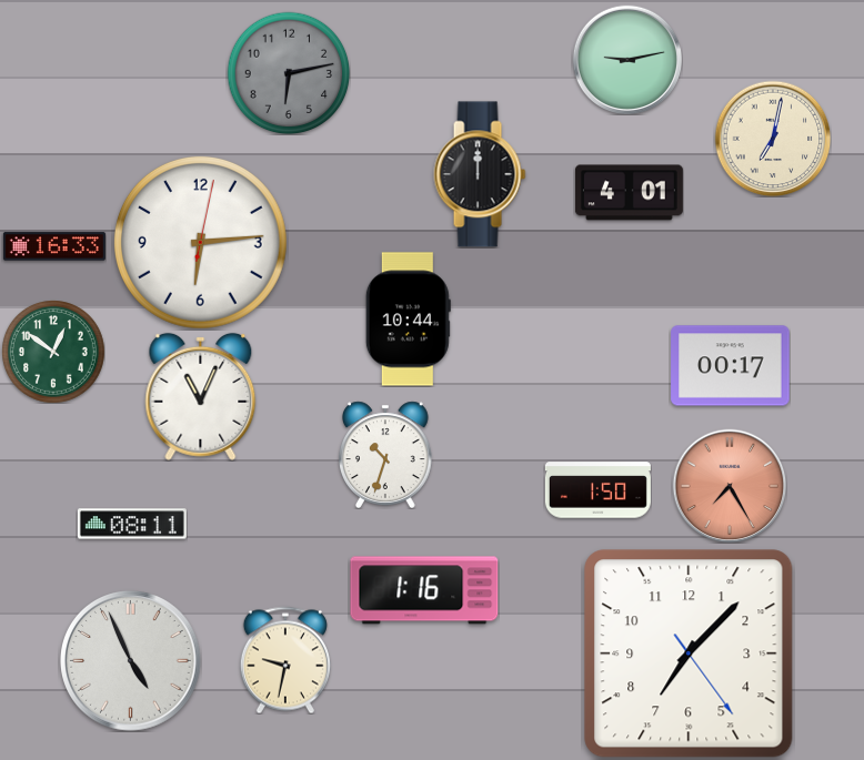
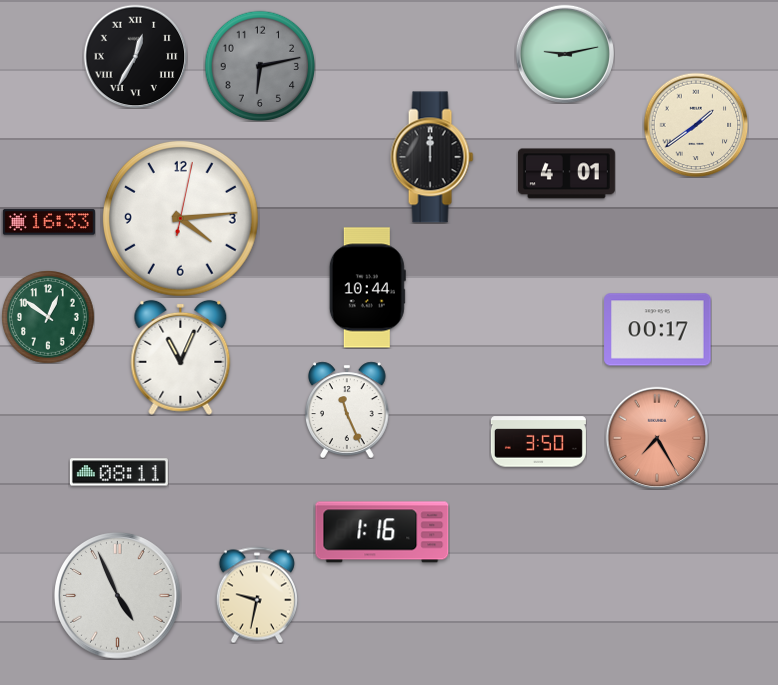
clock at (135, 56): none -> 12:35
clock at (773, 139): 7:02 -> 1:39
clock at (200, 242): 6:14 -> 4:14
clock at (386, 455): 10:33 -> 11:26
clock at (597, 490): 1:50 -> 3:50
clock at (689, 653): 7:07 -> none
